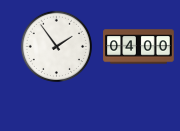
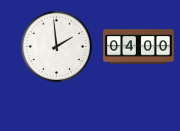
clock at (56, 46): 1:54 -> 1:59
